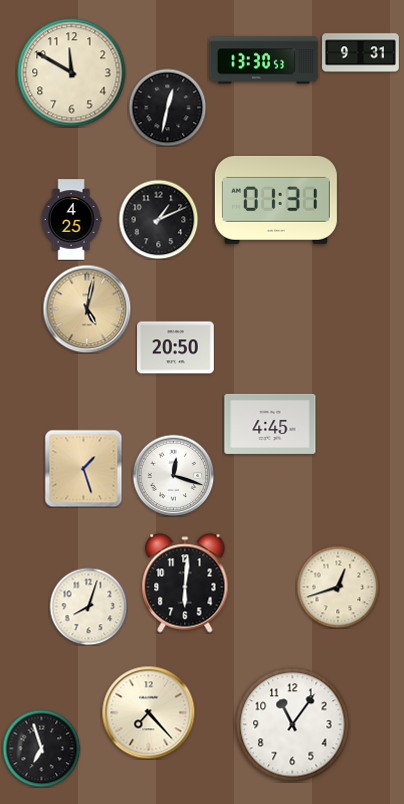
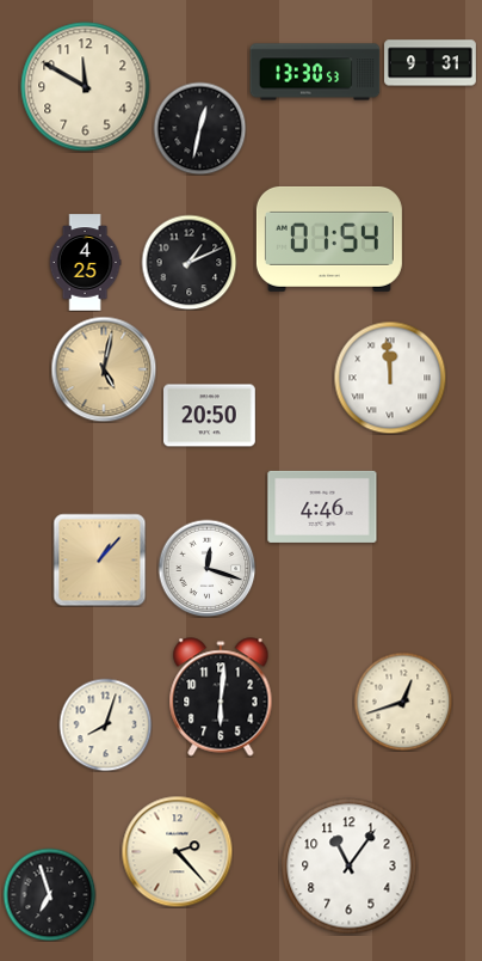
clock at (276, 200): 01:31 -> 01:54
clock at (390, 378): none -> 11:59
clock at (270, 424): 4:45 -> 4:46
clock at (83, 468): 1:27 -> 1:07
clock at (148, 712): 7:23 -> 2:23
